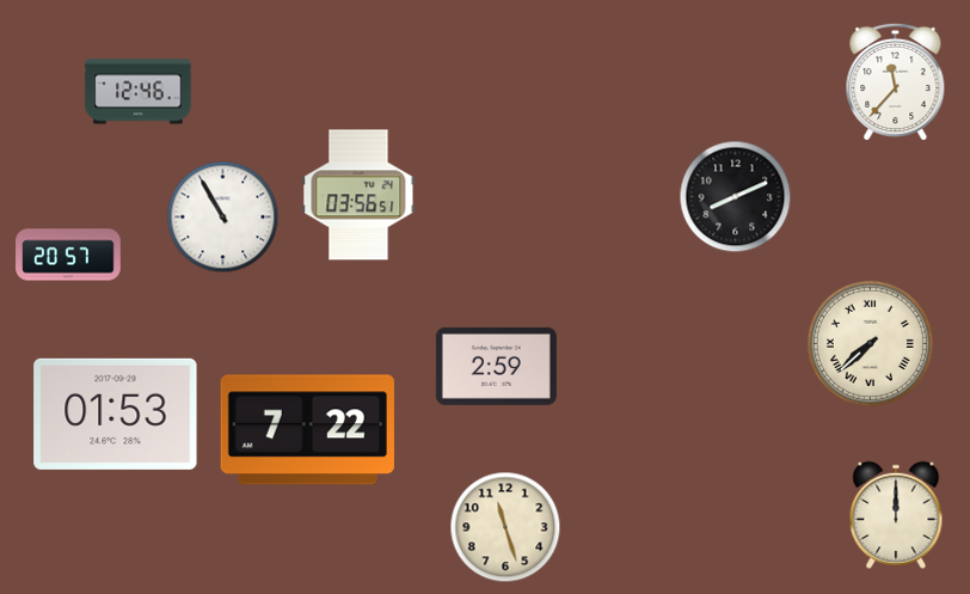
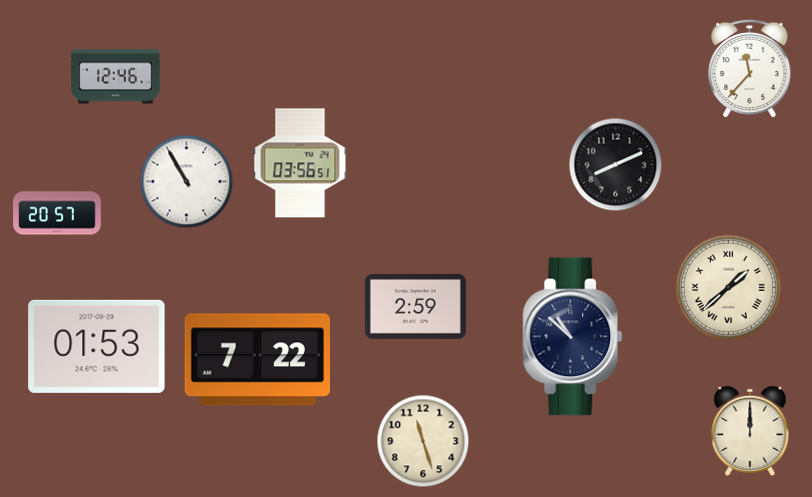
clock at (870, 343): 7:38 -> 1:38
clock at (573, 337): none -> 10:52
